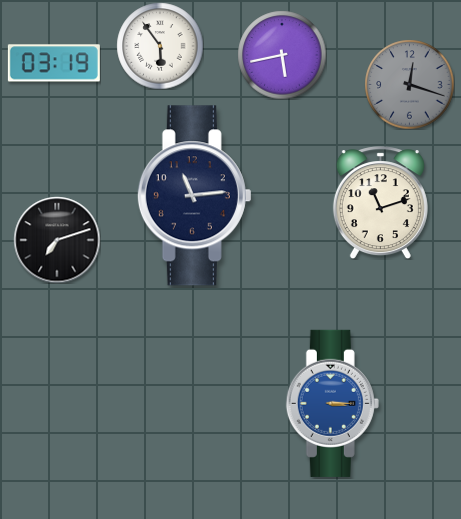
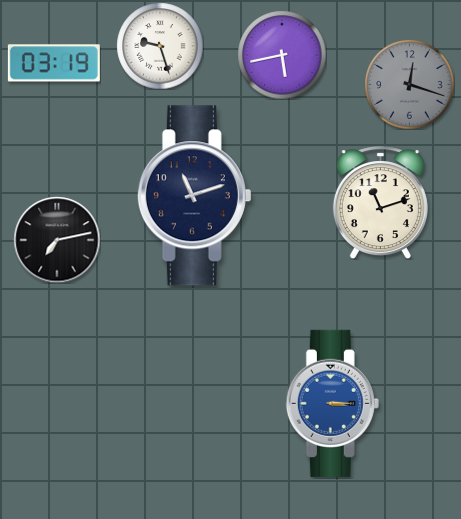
clock at (160, 46): 5:54 -> 9:27
clock at (194, 196): 11:14 -> 11:12
clock at (57, 240): 7:12 -> 7:13
